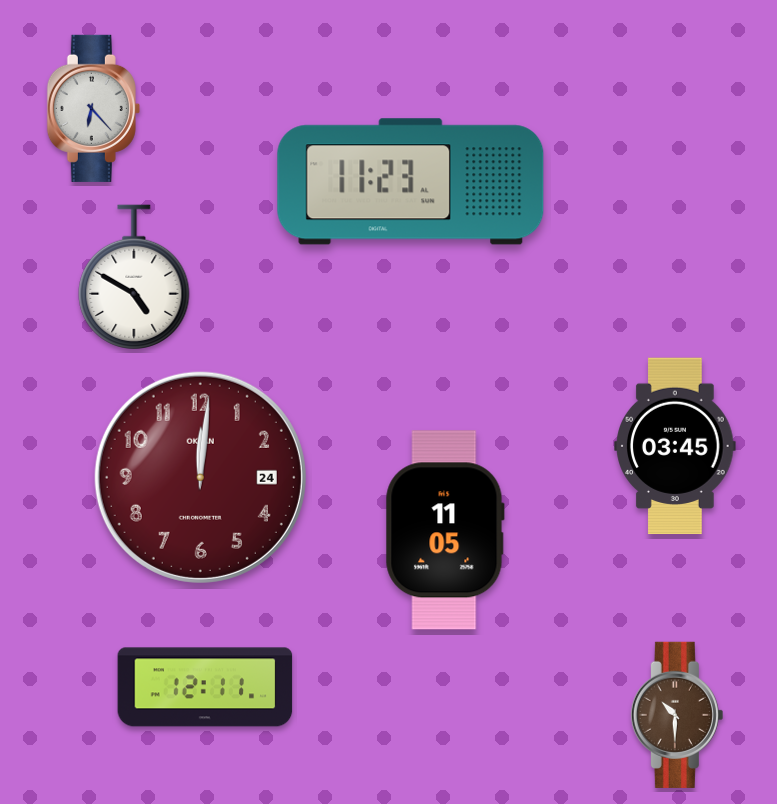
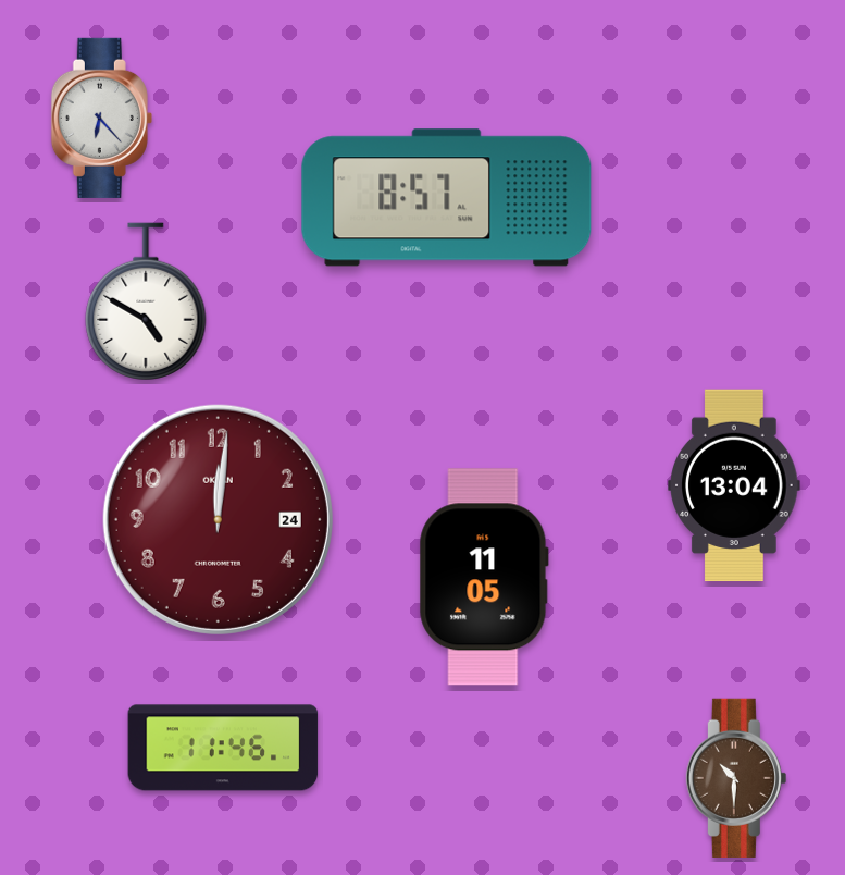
clock at (411, 182): 11:23 -> 8:57
clock at (675, 446): 03:45 -> 13:04
clock at (205, 687): 12:11 -> 11:46
